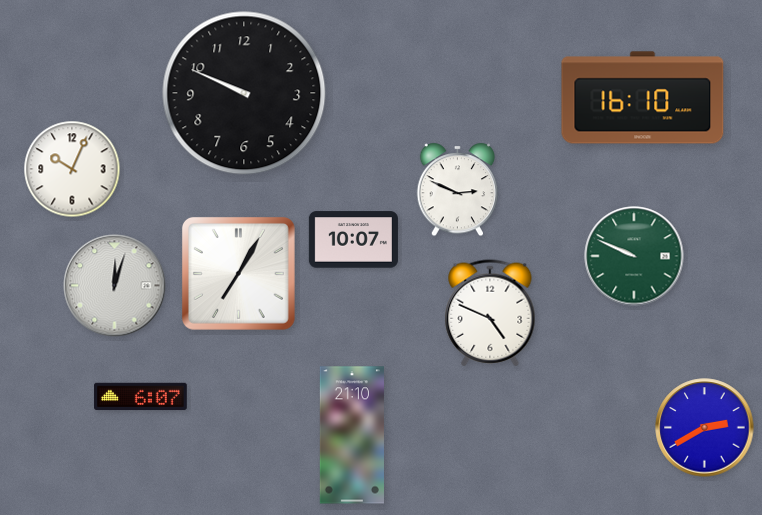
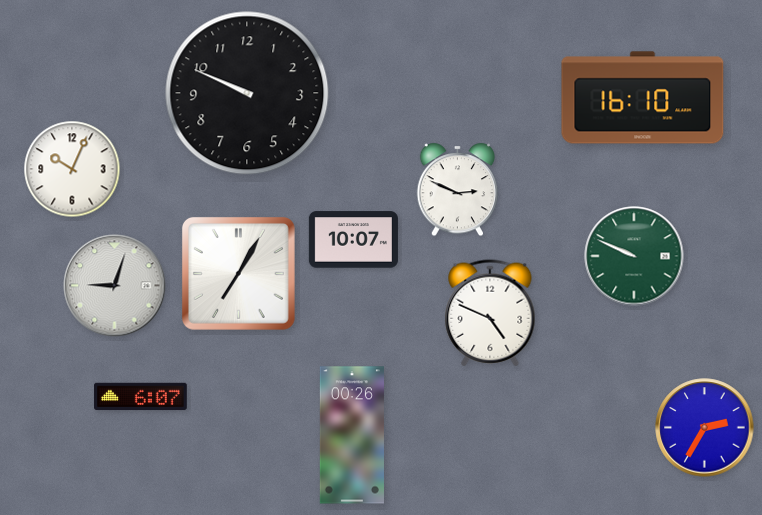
clock at (244, 93) position: (244, 93) -> (247, 93)
clock at (115, 286): 12:03 -> 9:03
clock at (705, 428): 2:40 -> 2:35
clock at (352, 435): 21:10 -> 00:26
